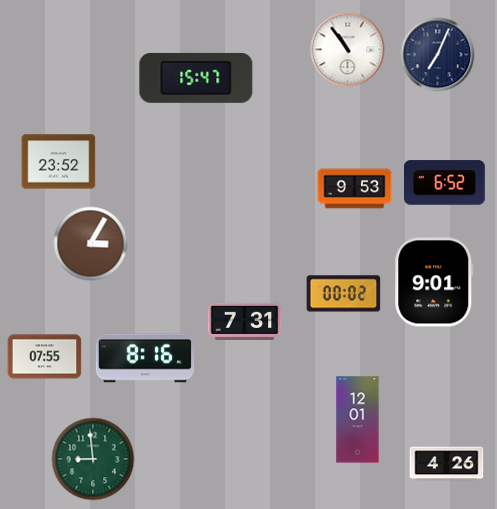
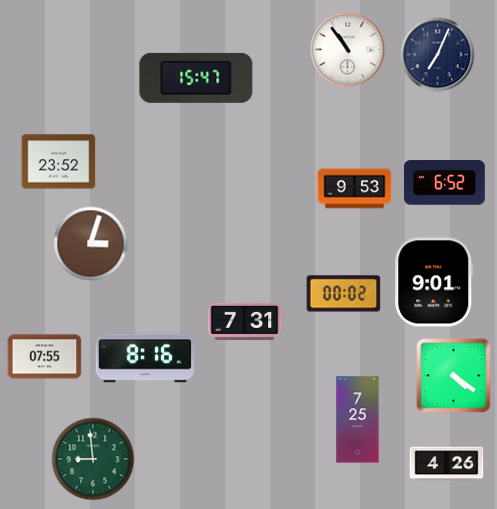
clock at (91, 244): 3:05 -> 3:03
clock at (454, 376): none -> 4:21
clock at (358, 420): 12:01 -> 7:25
